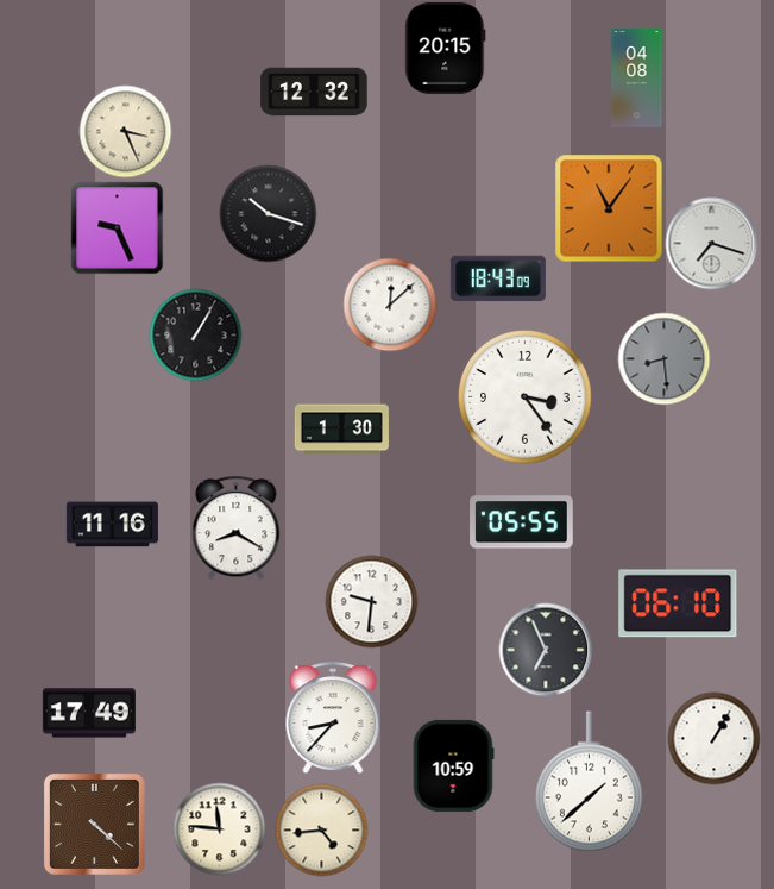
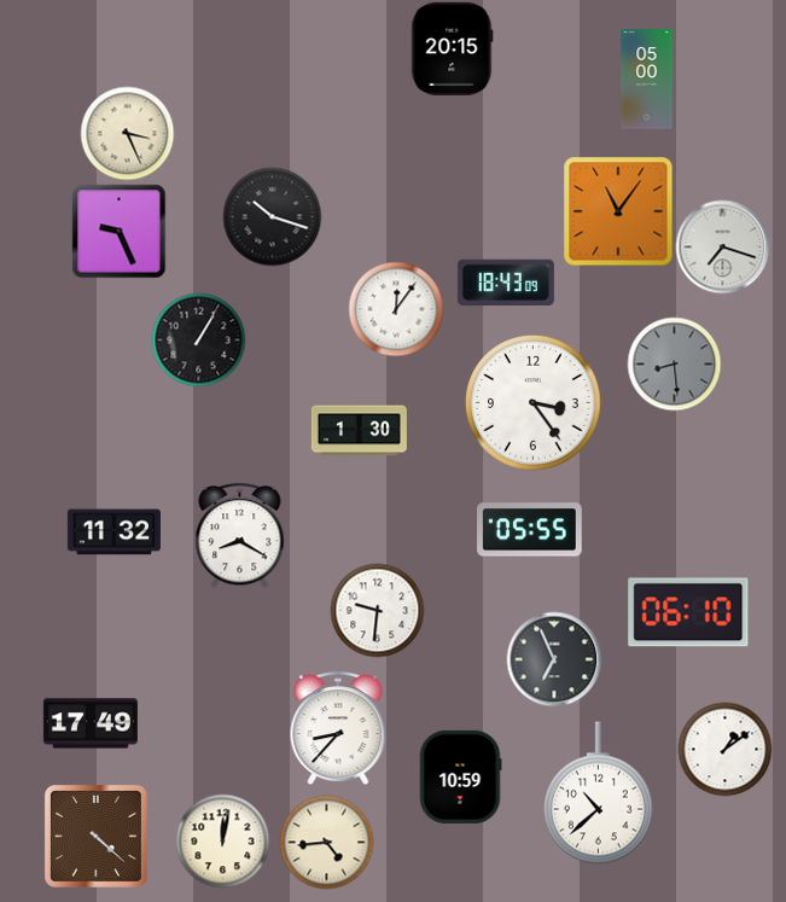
clock at (637, 79): 04:08 -> 05:00
clock at (314, 92): 12:32 -> none
clock at (390, 305): 12:08 -> 12:06
clock at (341, 430) position: (341, 430) -> (359, 431)
clock at (112, 525): 11:16 -> 11:32
clock at (713, 738): 1:05 -> 1:09
clock at (589, 782): 1:38 -> 10:38
clock at (219, 828): 11:46 -> 12:02
